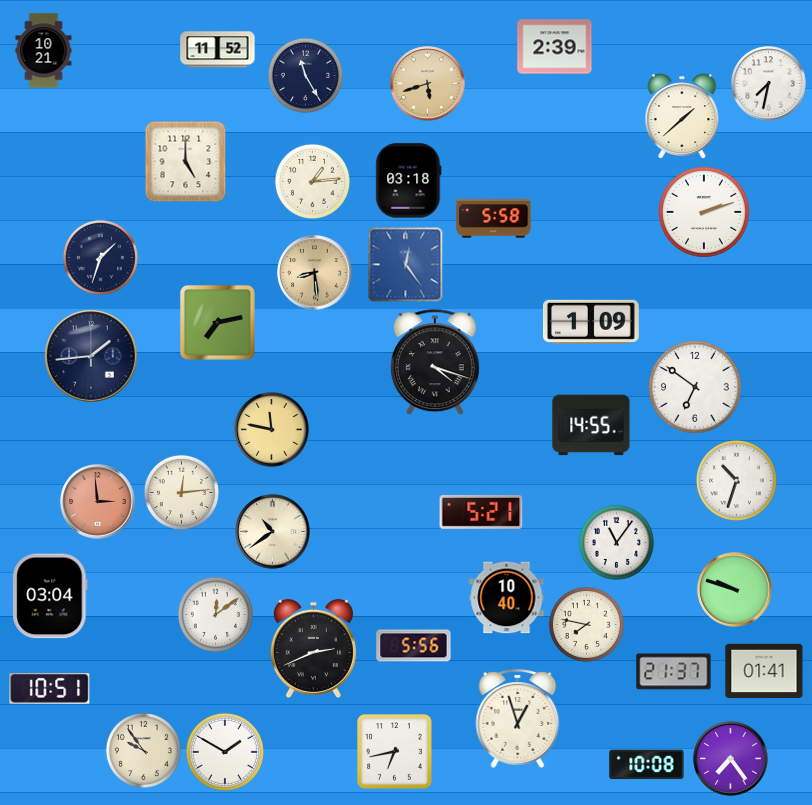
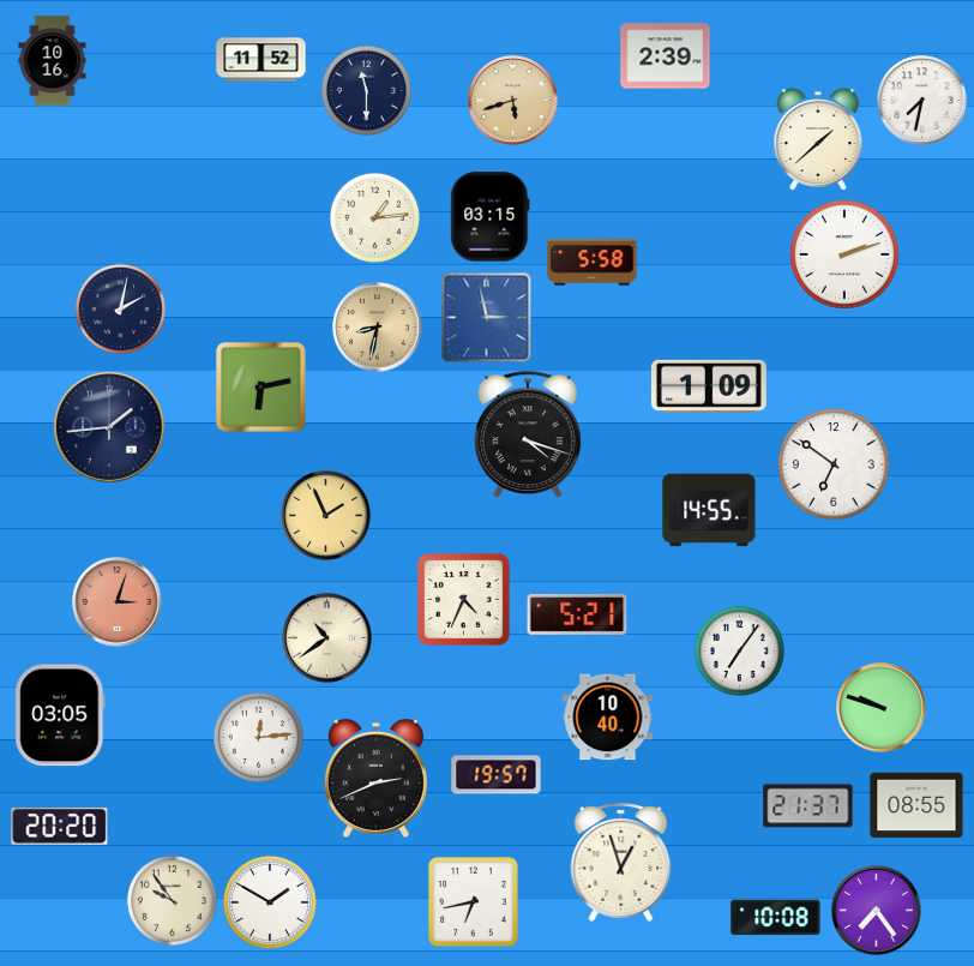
clock at (44, 51): 10:21 -> 10:16
clock at (305, 75): 11:25 -> 11:30
clock at (186, 162): 5:00 -> none
clock at (409, 181): 03:18 -> 03:15
clock at (100, 257): 1:33 -> 2:02
clock at (406, 265): 12:24 -> 2:58
clock at (315, 273): 8:29 -> 8:32
clock at (218, 323): 7:13 -> 6:13
clock at (435, 363) position: (435, 363) -> (528, 436)
clock at (272, 430): 11:47 -> 1:56
clock at (736, 480): 10:33 -> none
clock at (181, 492): 12:14 -> none
clock at (464, 600): none -> 4:34
clock at (98, 502): 2:59 -> 3:03
clock at (616, 542): 11:06 -> 7:06
clock at (50, 596): 03:04 -> 03:05
clock at (215, 614): 12:09 -> 12:14
clock at (586, 624): 7:47 -> none
clock at (414, 646): 5:56 -> 19:57
clock at (764, 671): 01:41 -> 08:55
clock at (50, 688): 10:51 -> 20:20
